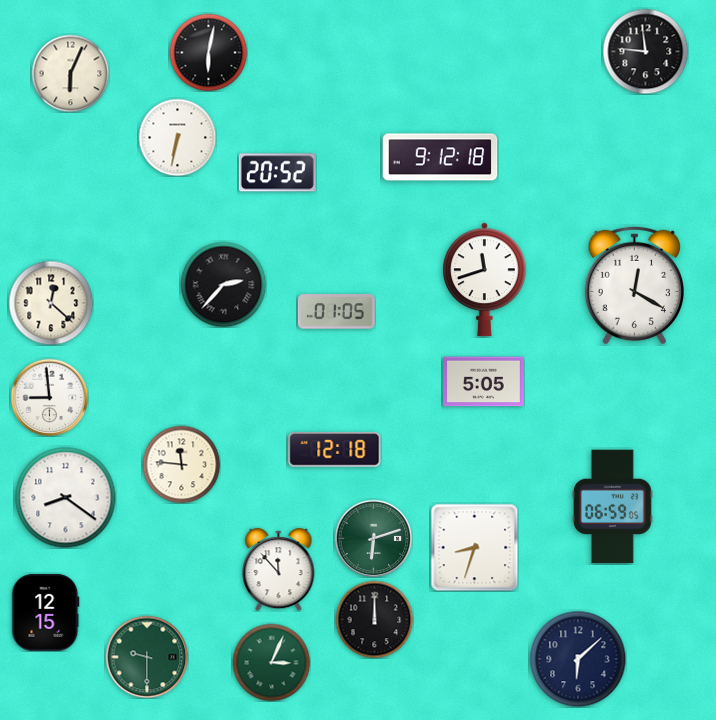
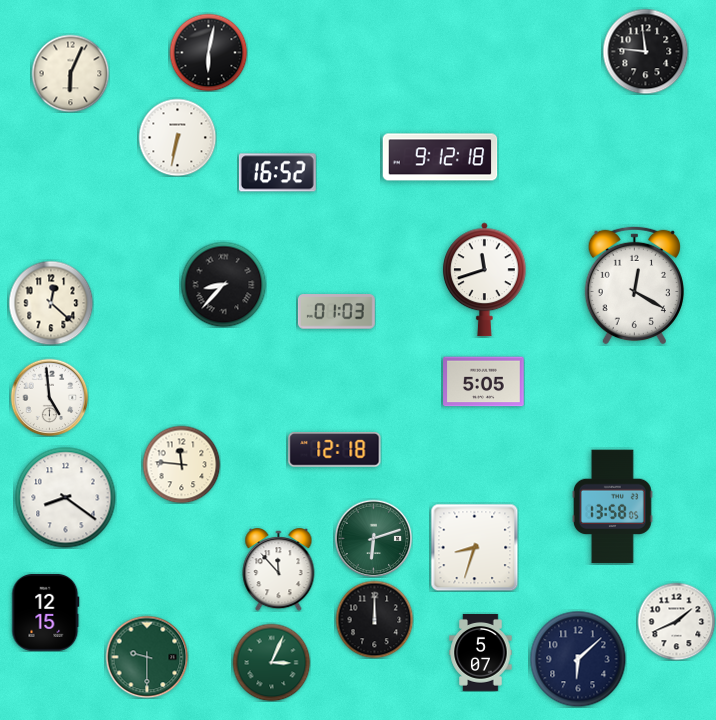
clock at (277, 173): 20:52 -> 16:52
clock at (223, 284): 2:37 -> 8:37
clock at (336, 312): 01:05 -> 01:03
clock at (49, 397): 8:59 -> 4:59
clock at (612, 507): 06:59 -> 13:58
clock at (676, 621): none -> 1:41
clock at (481, 652): none -> 5:07
